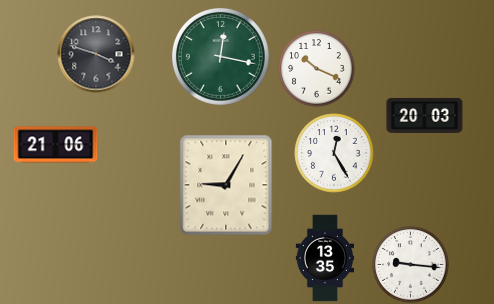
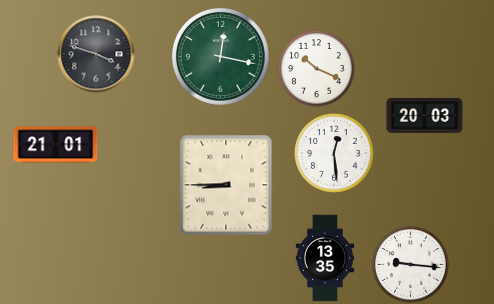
clock at (56, 145): 21:06 -> 21:01
clock at (334, 153): 12:25 -> 12:29
clock at (226, 185): 9:05 -> 8:45
